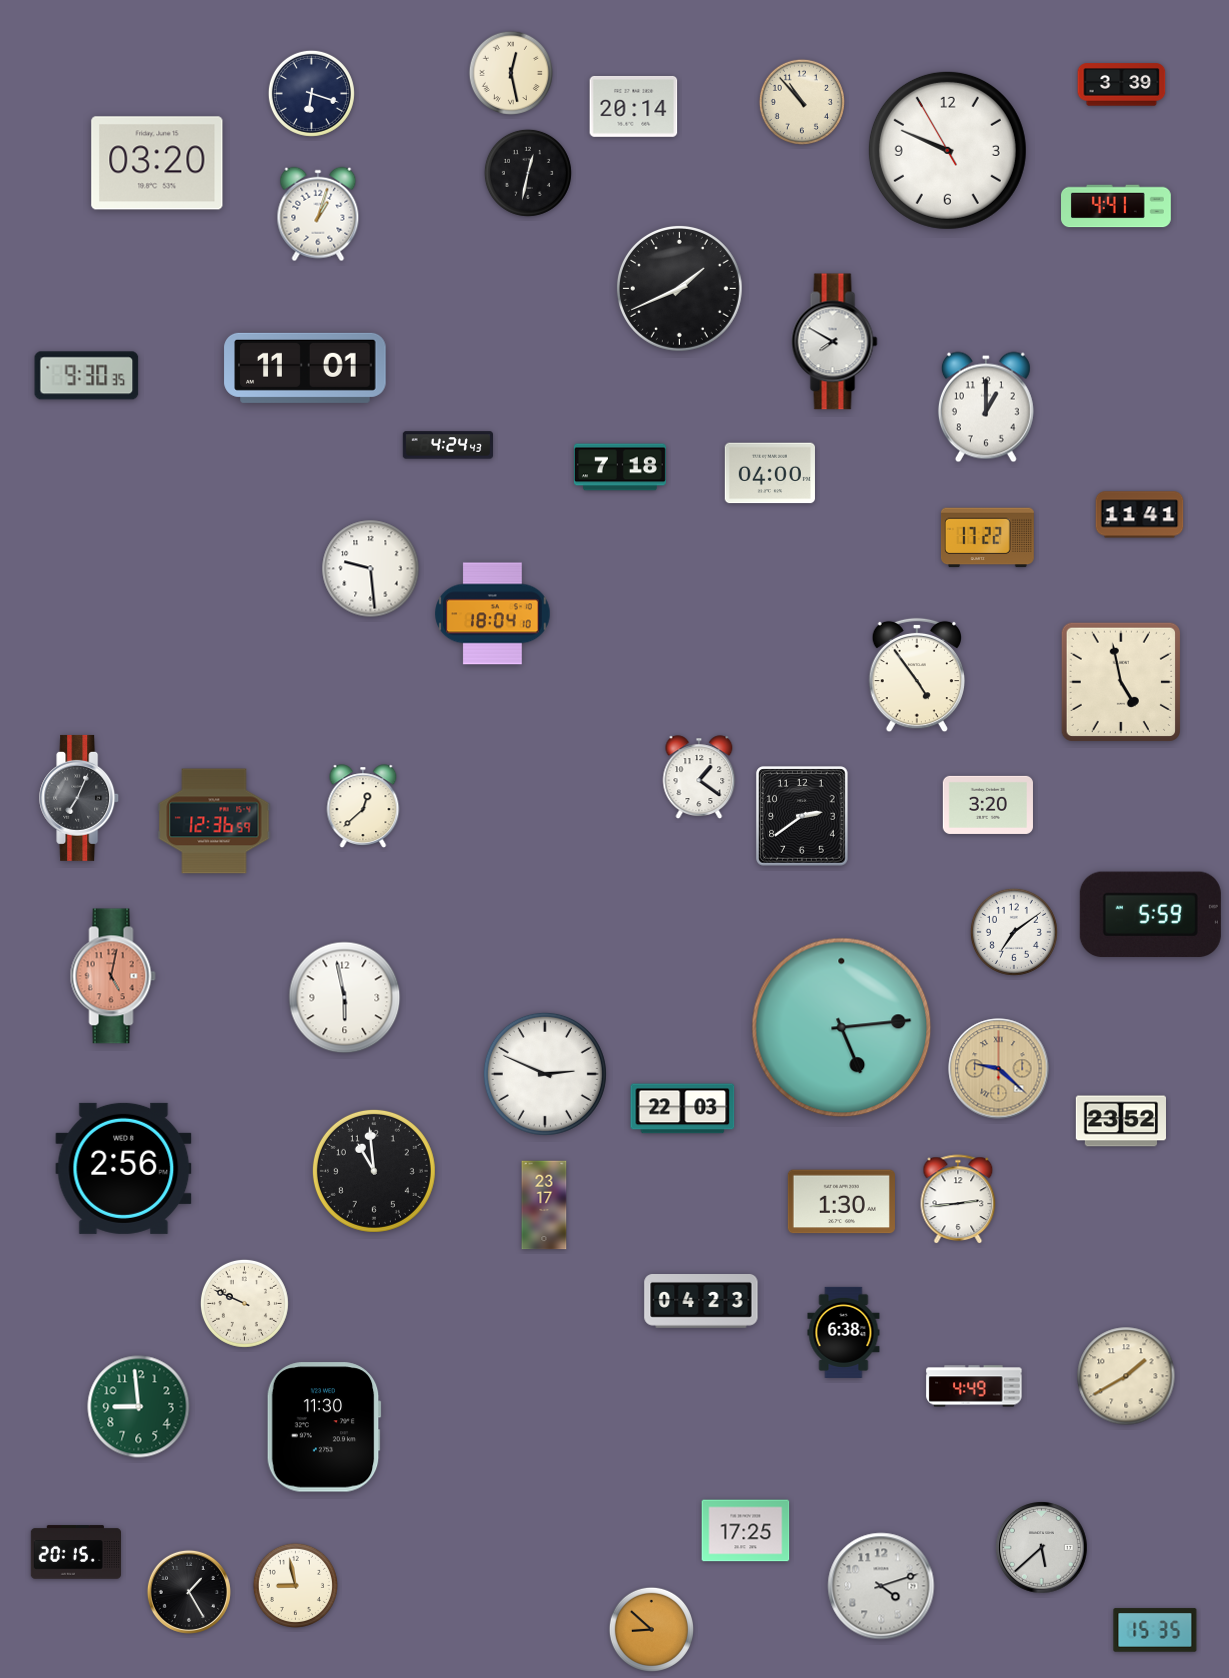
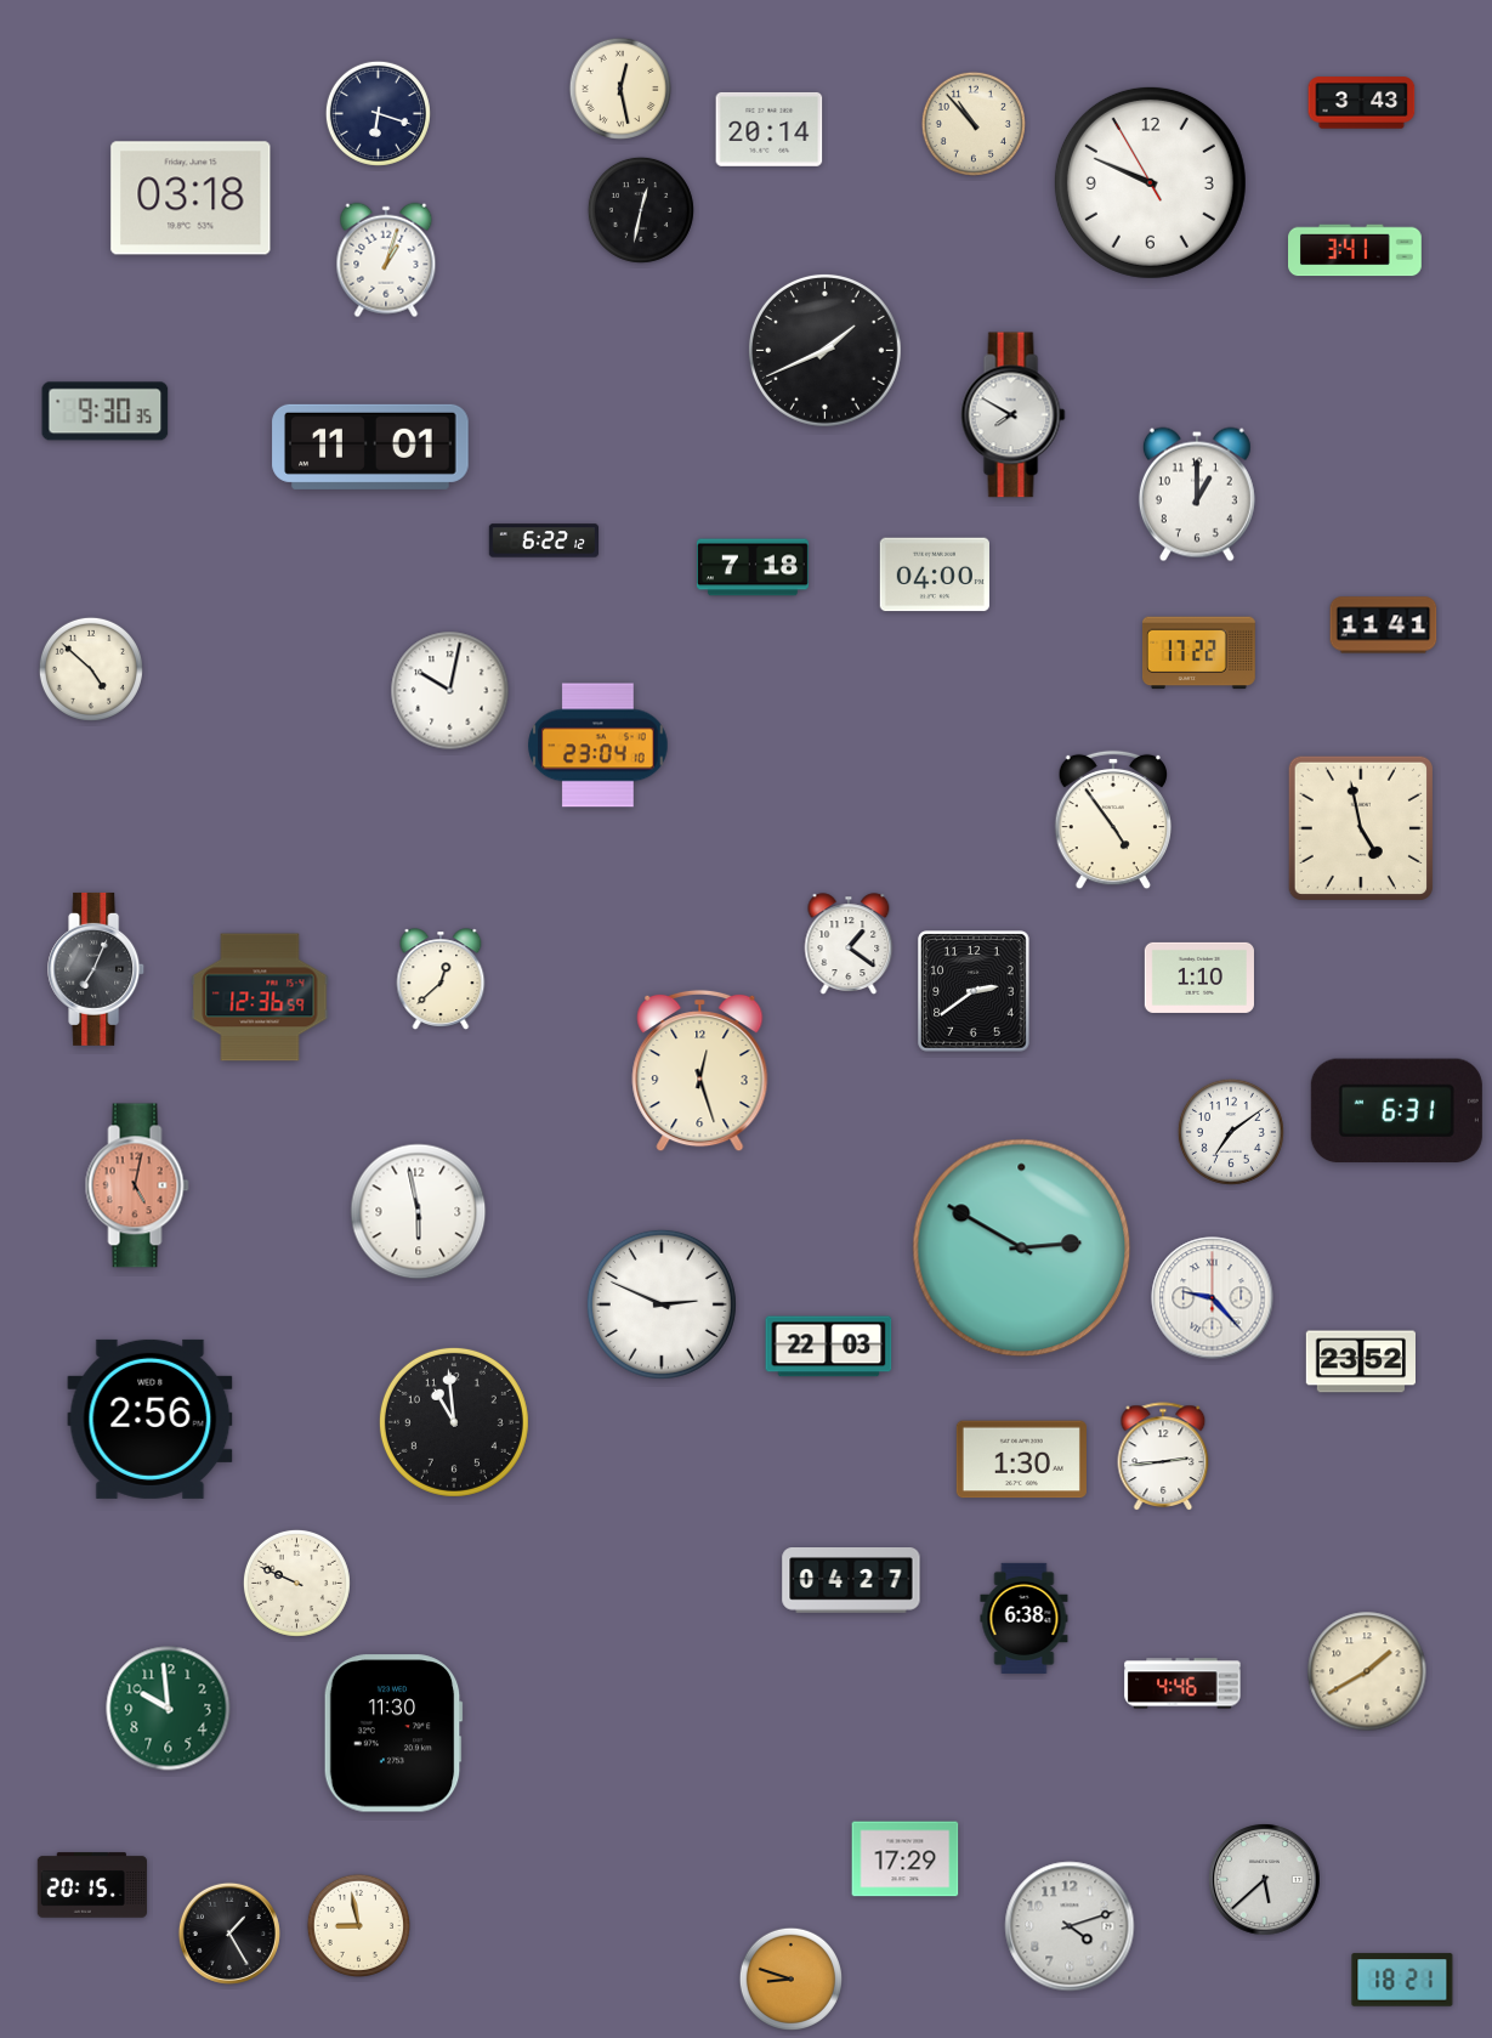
clock at (1122, 85): 3:39 -> 3:43
clock at (157, 163): 03:20 -> 03:18
clock at (1117, 206): 4:41 -> 3:41
clock at (87, 376) position: (87, 376) -> (106, 412)
clock at (447, 445): 4:24 -> 6:22
clock at (91, 669): none -> 4:52
clock at (371, 569): 9:29 -> 10:02
clock at (493, 614): 18:04 -> 23:04
clock at (987, 805): 3:20 -> 1:10
clock at (700, 1071): none -> 12:27
clock at (1150, 915): 5:59 -> 6:31
clock at (842, 1028): 5:14 -> 2:50
clock at (999, 1069): 9:22 -> 9:23
clock at (999, 1069) dial: champagne -> white
clock at (544, 1205): 23:17 -> none
clock at (701, 1302): 04:23 -> 04:27
clock at (974, 1386): 4:49 -> 4:46
clock at (139, 1407): 8:59 -> 9:59
clock at (746, 1531): 17:25 -> 17:29
clock at (651, 1629): 8:52 -> 8:48
clock at (1155, 1630): 15:35 -> 18:21
